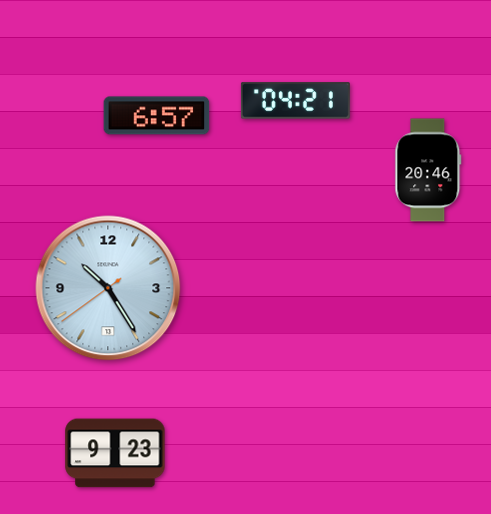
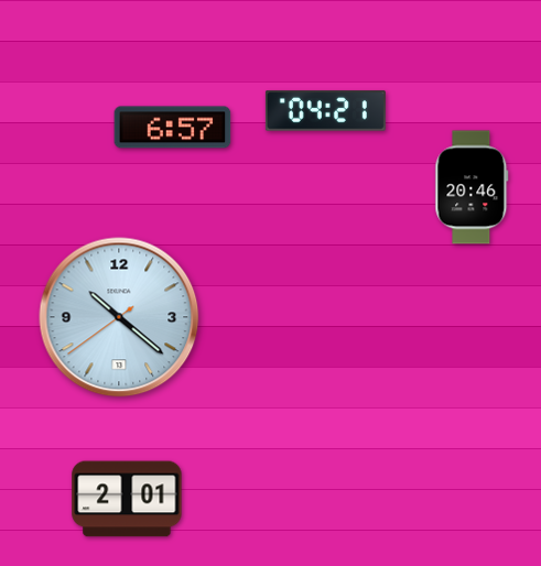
clock at (108, 288): 10:24 -> 10:21
clock at (115, 453): 9:23 -> 2:01
